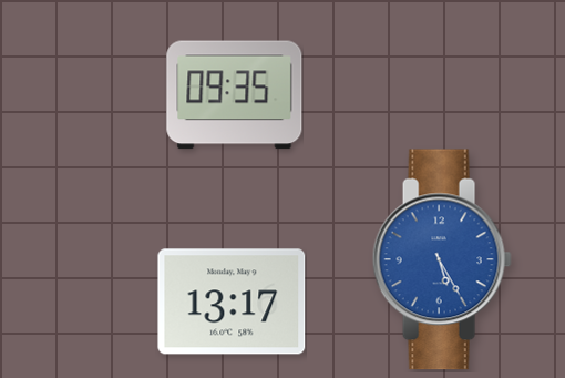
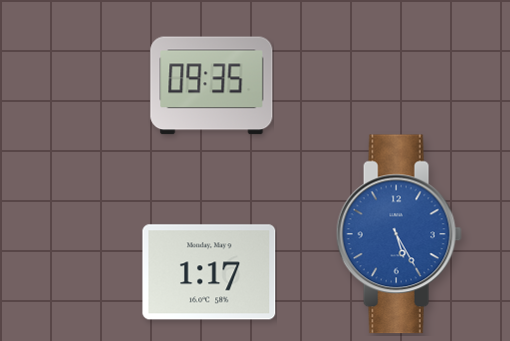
clock at (232, 302): 13:17 -> 1:17
